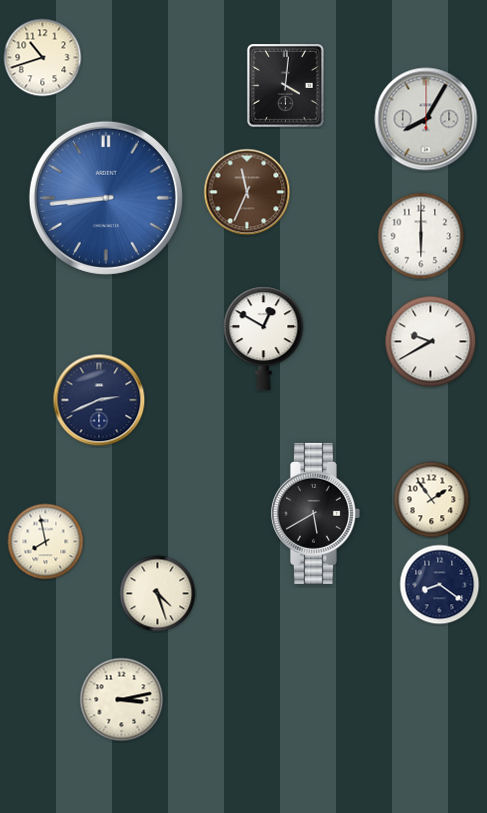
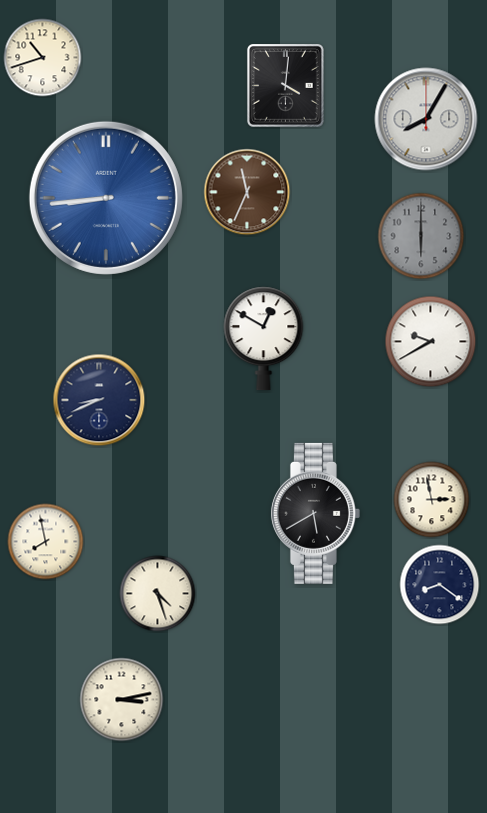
clock at (421, 236) dial: white -> grey
clock at (99, 400): 2:41 -> 8:41
clock at (432, 500): 1:54 -> 2:58
